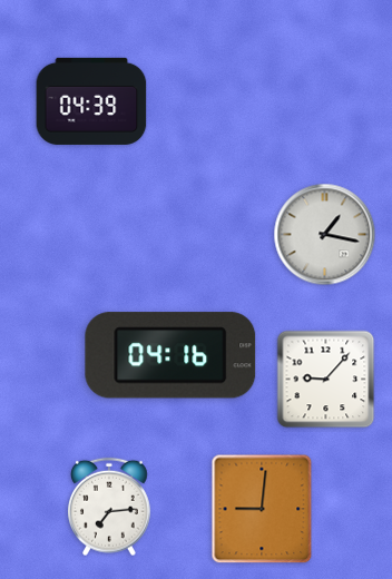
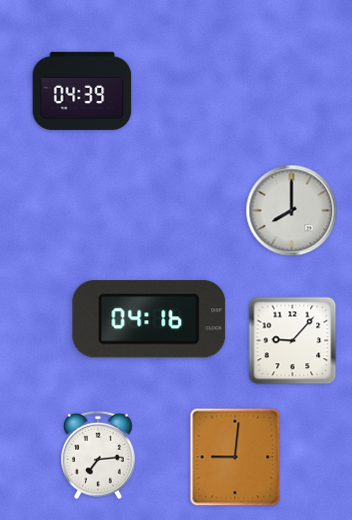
clock at (325, 235): 1:17 -> 8:00
clock at (170, 355) position: (170, 355) -> (149, 319)
